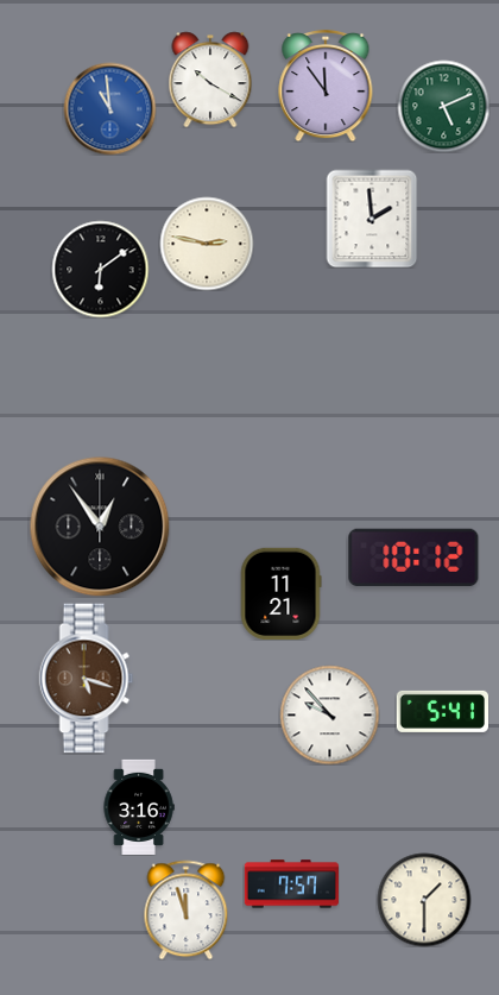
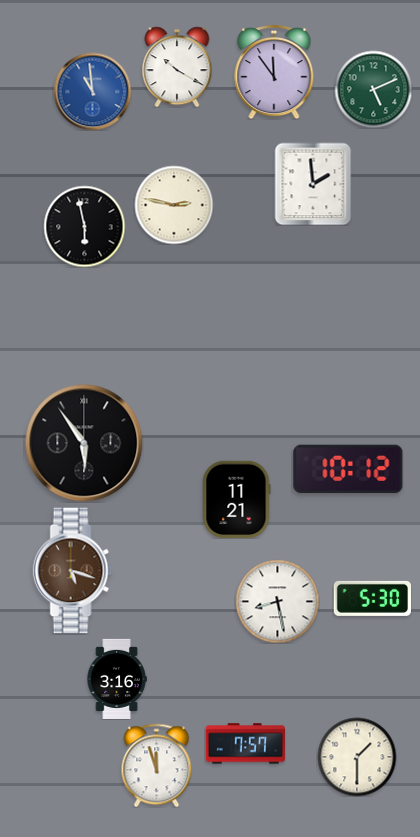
clock at (100, 269): 6:09 -> 5:58
clock at (100, 527): 12:54 -> 5:54
clock at (442, 711): 5:41 -> 5:30
clock at (329, 714): 9:53 -> 8:28
